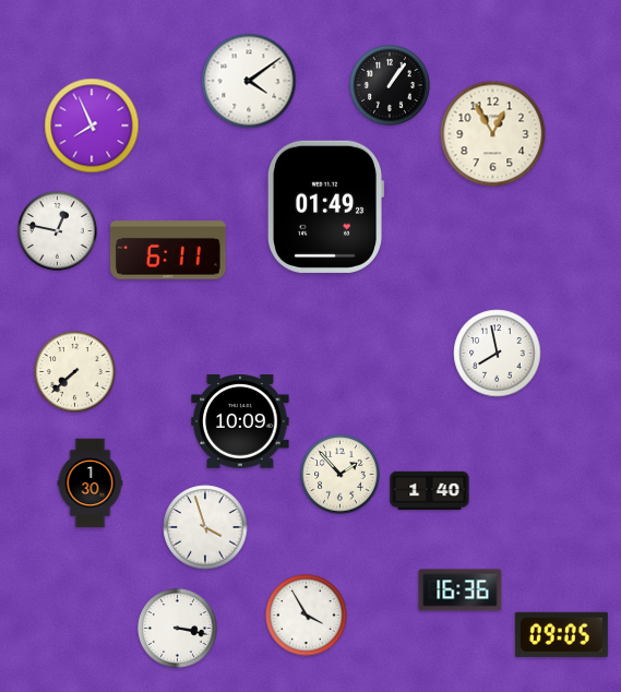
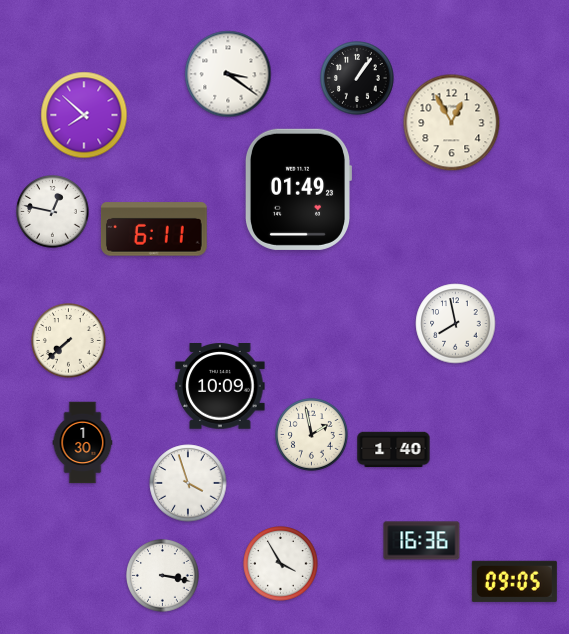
clock at (249, 81): 4:09 -> 3:21
clock at (92, 126): 7:56 -> 7:52
clock at (341, 475): 1:53 -> 1:58
